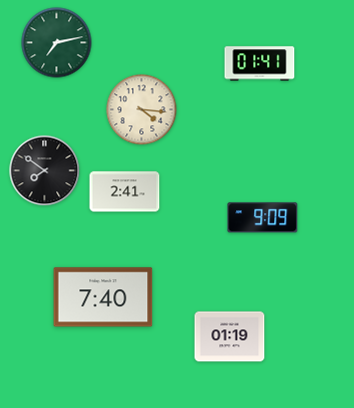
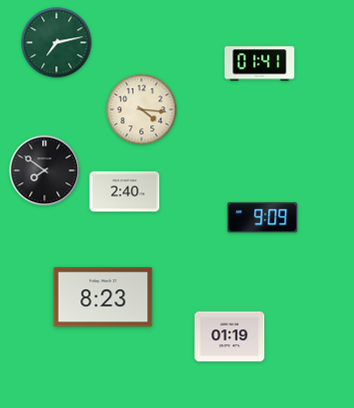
clock at (125, 192): 2:41 -> 2:40
clock at (103, 297): 7:40 -> 8:23
